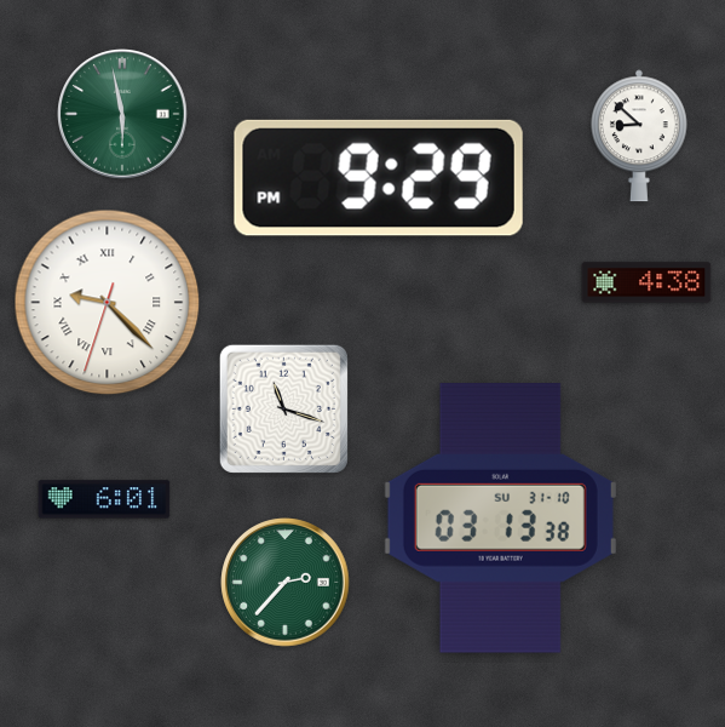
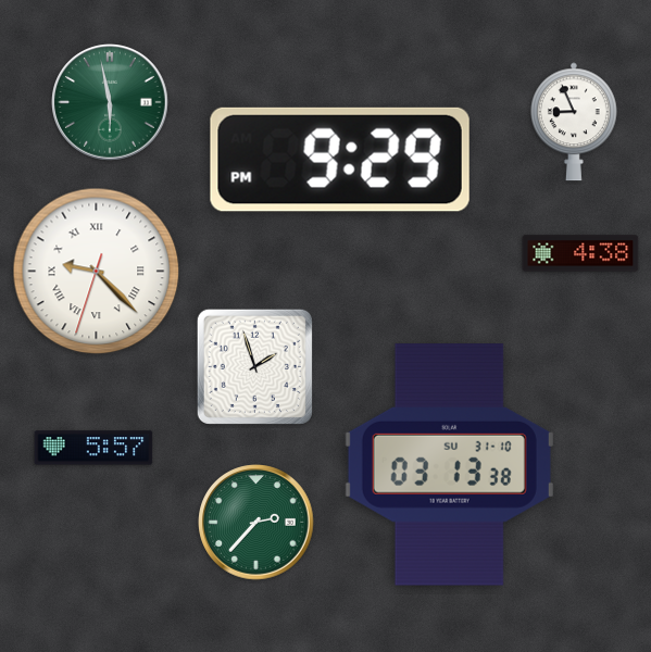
clock at (639, 136): 8:52 -> 8:56
clock at (283, 408): 11:18 -> 1:57
clock at (104, 499): 6:01 -> 5:57
